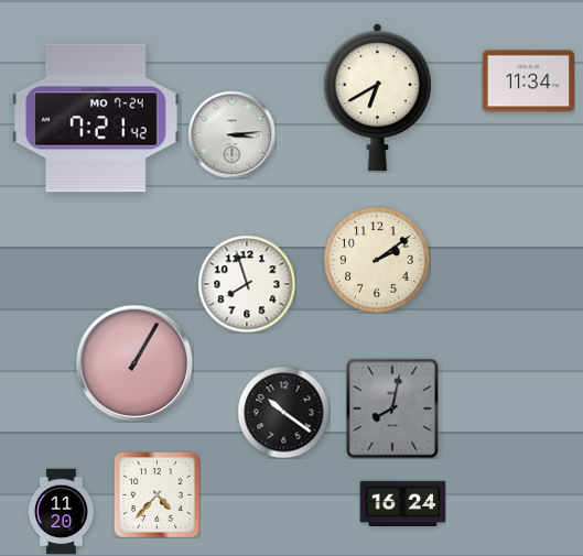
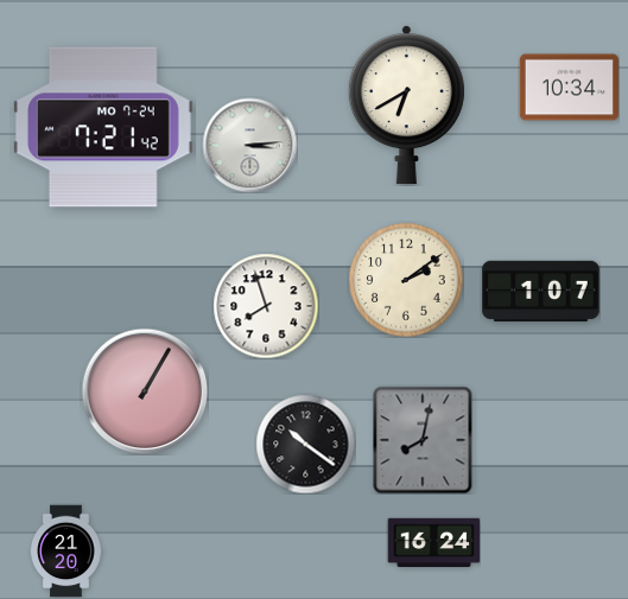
clock at (528, 81): 11:34 -> 10:34
clock at (541, 292): none -> 1:07
clock at (156, 494): 4:37 -> none
clock at (62, 511): 11:20 -> 21:20
